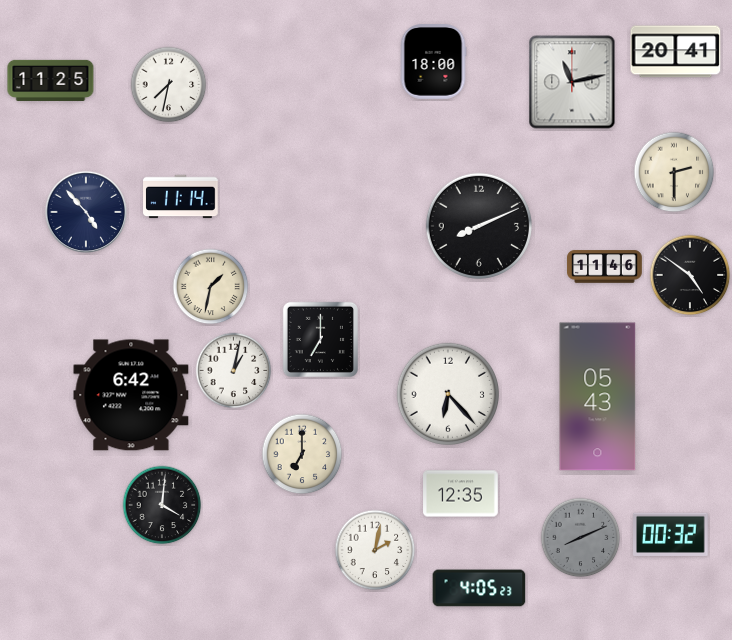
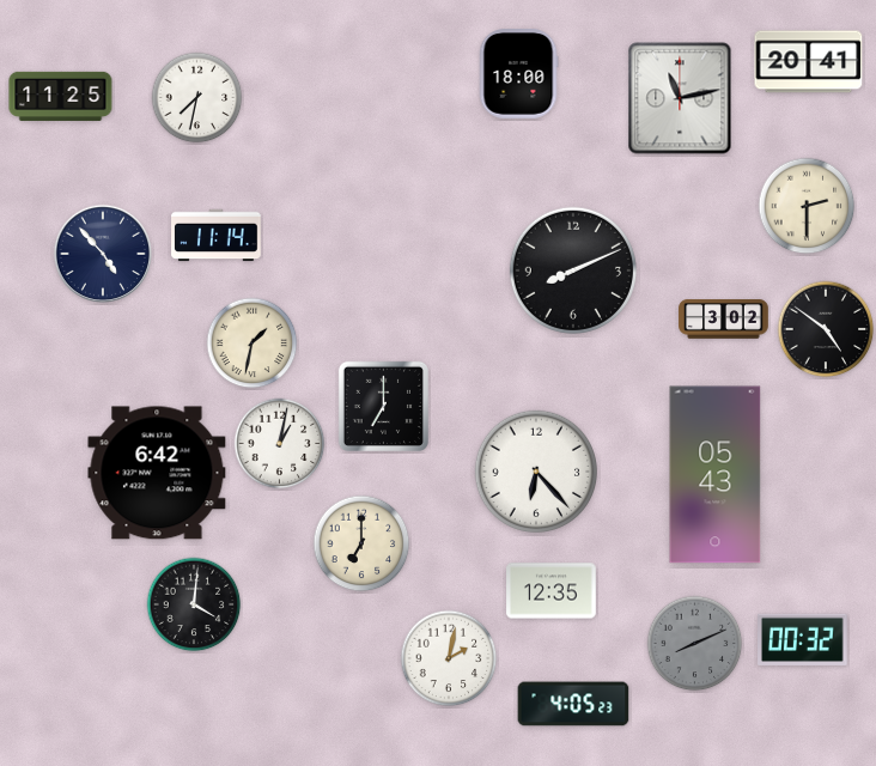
clock at (572, 82) position: (572, 82) -> (680, 98)
clock at (169, 85) position: (169, 85) -> (197, 98)
clock at (605, 267): 11:46 -> 3:02
